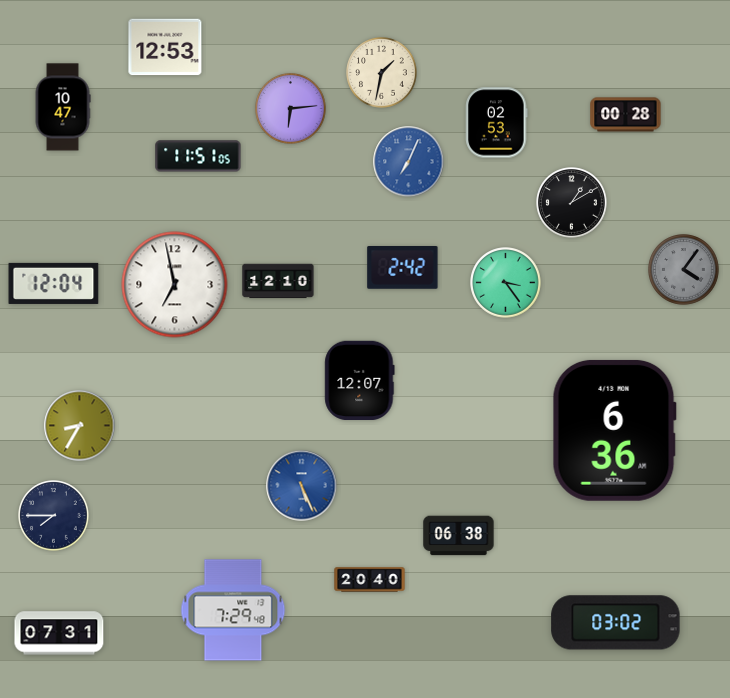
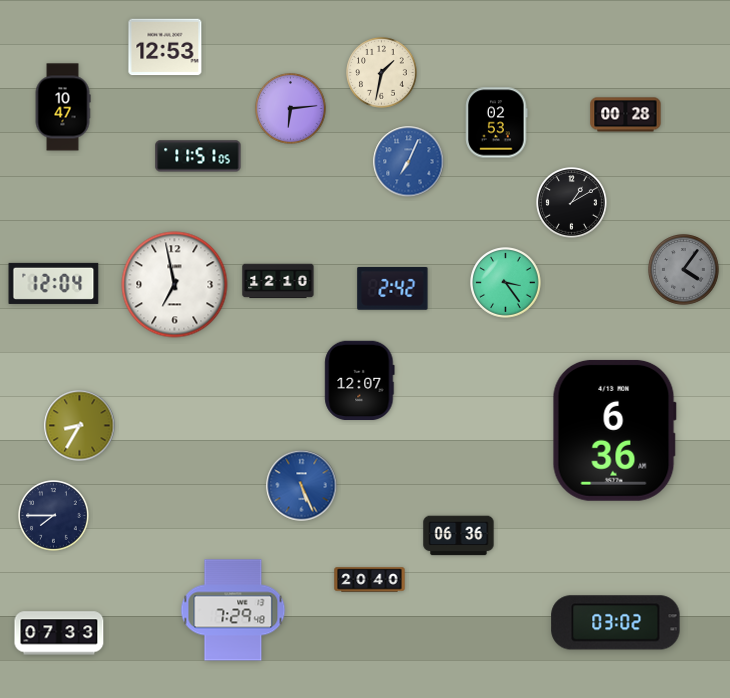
clock at (403, 268) position: (403, 268) -> (393, 289)
clock at (459, 536): 06:38 -> 06:36
clock at (59, 633): 07:31 -> 07:33
